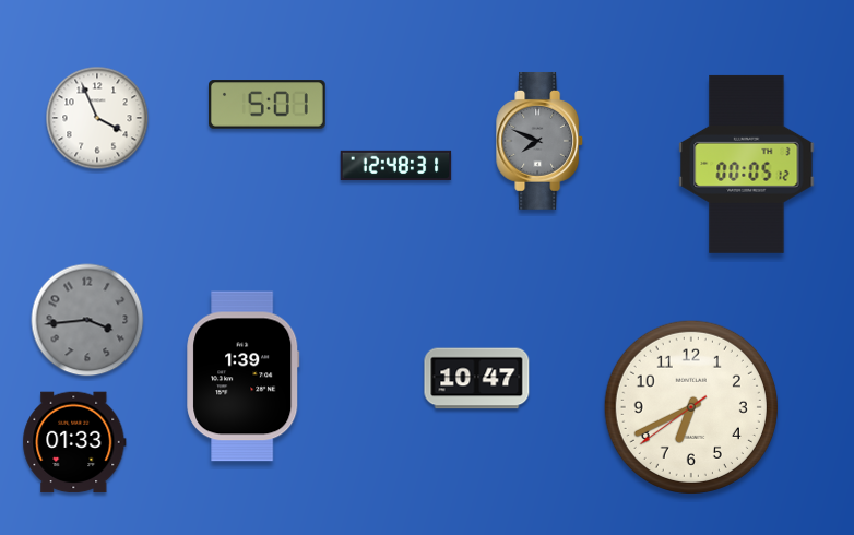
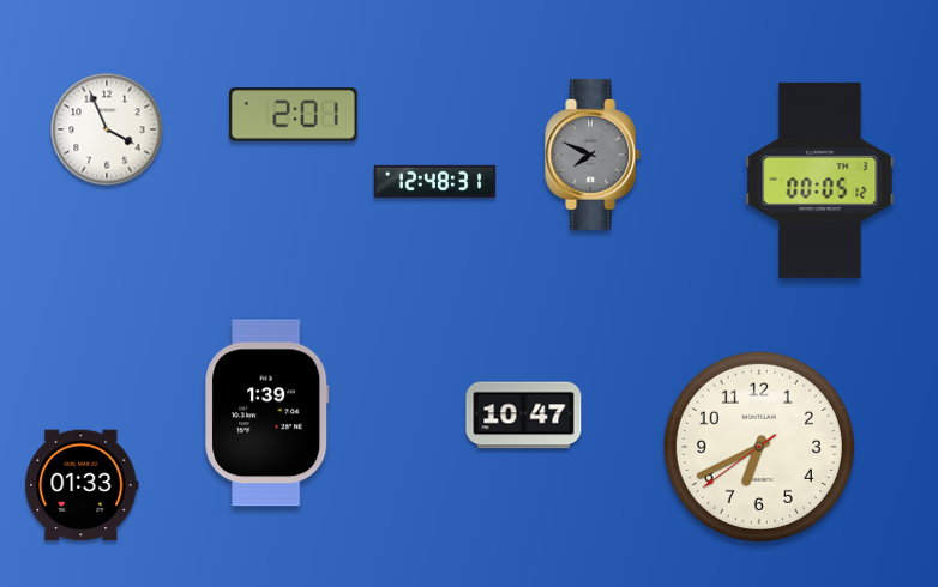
clock at (268, 105): 5:01 -> 2:01
clock at (87, 320): 3:44 -> none
